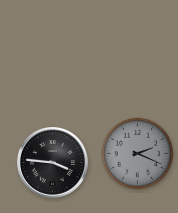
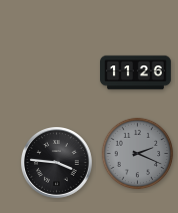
clock at (136, 73): none -> 11:26
clock at (53, 163) position: (53, 163) -> (57, 163)
